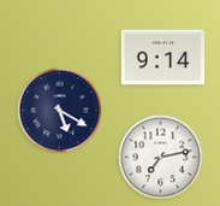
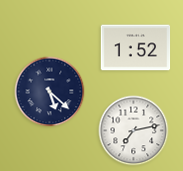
clock at (163, 58): 9:14 -> 1:52
clock at (60, 111): 5:20 -> 5:22
